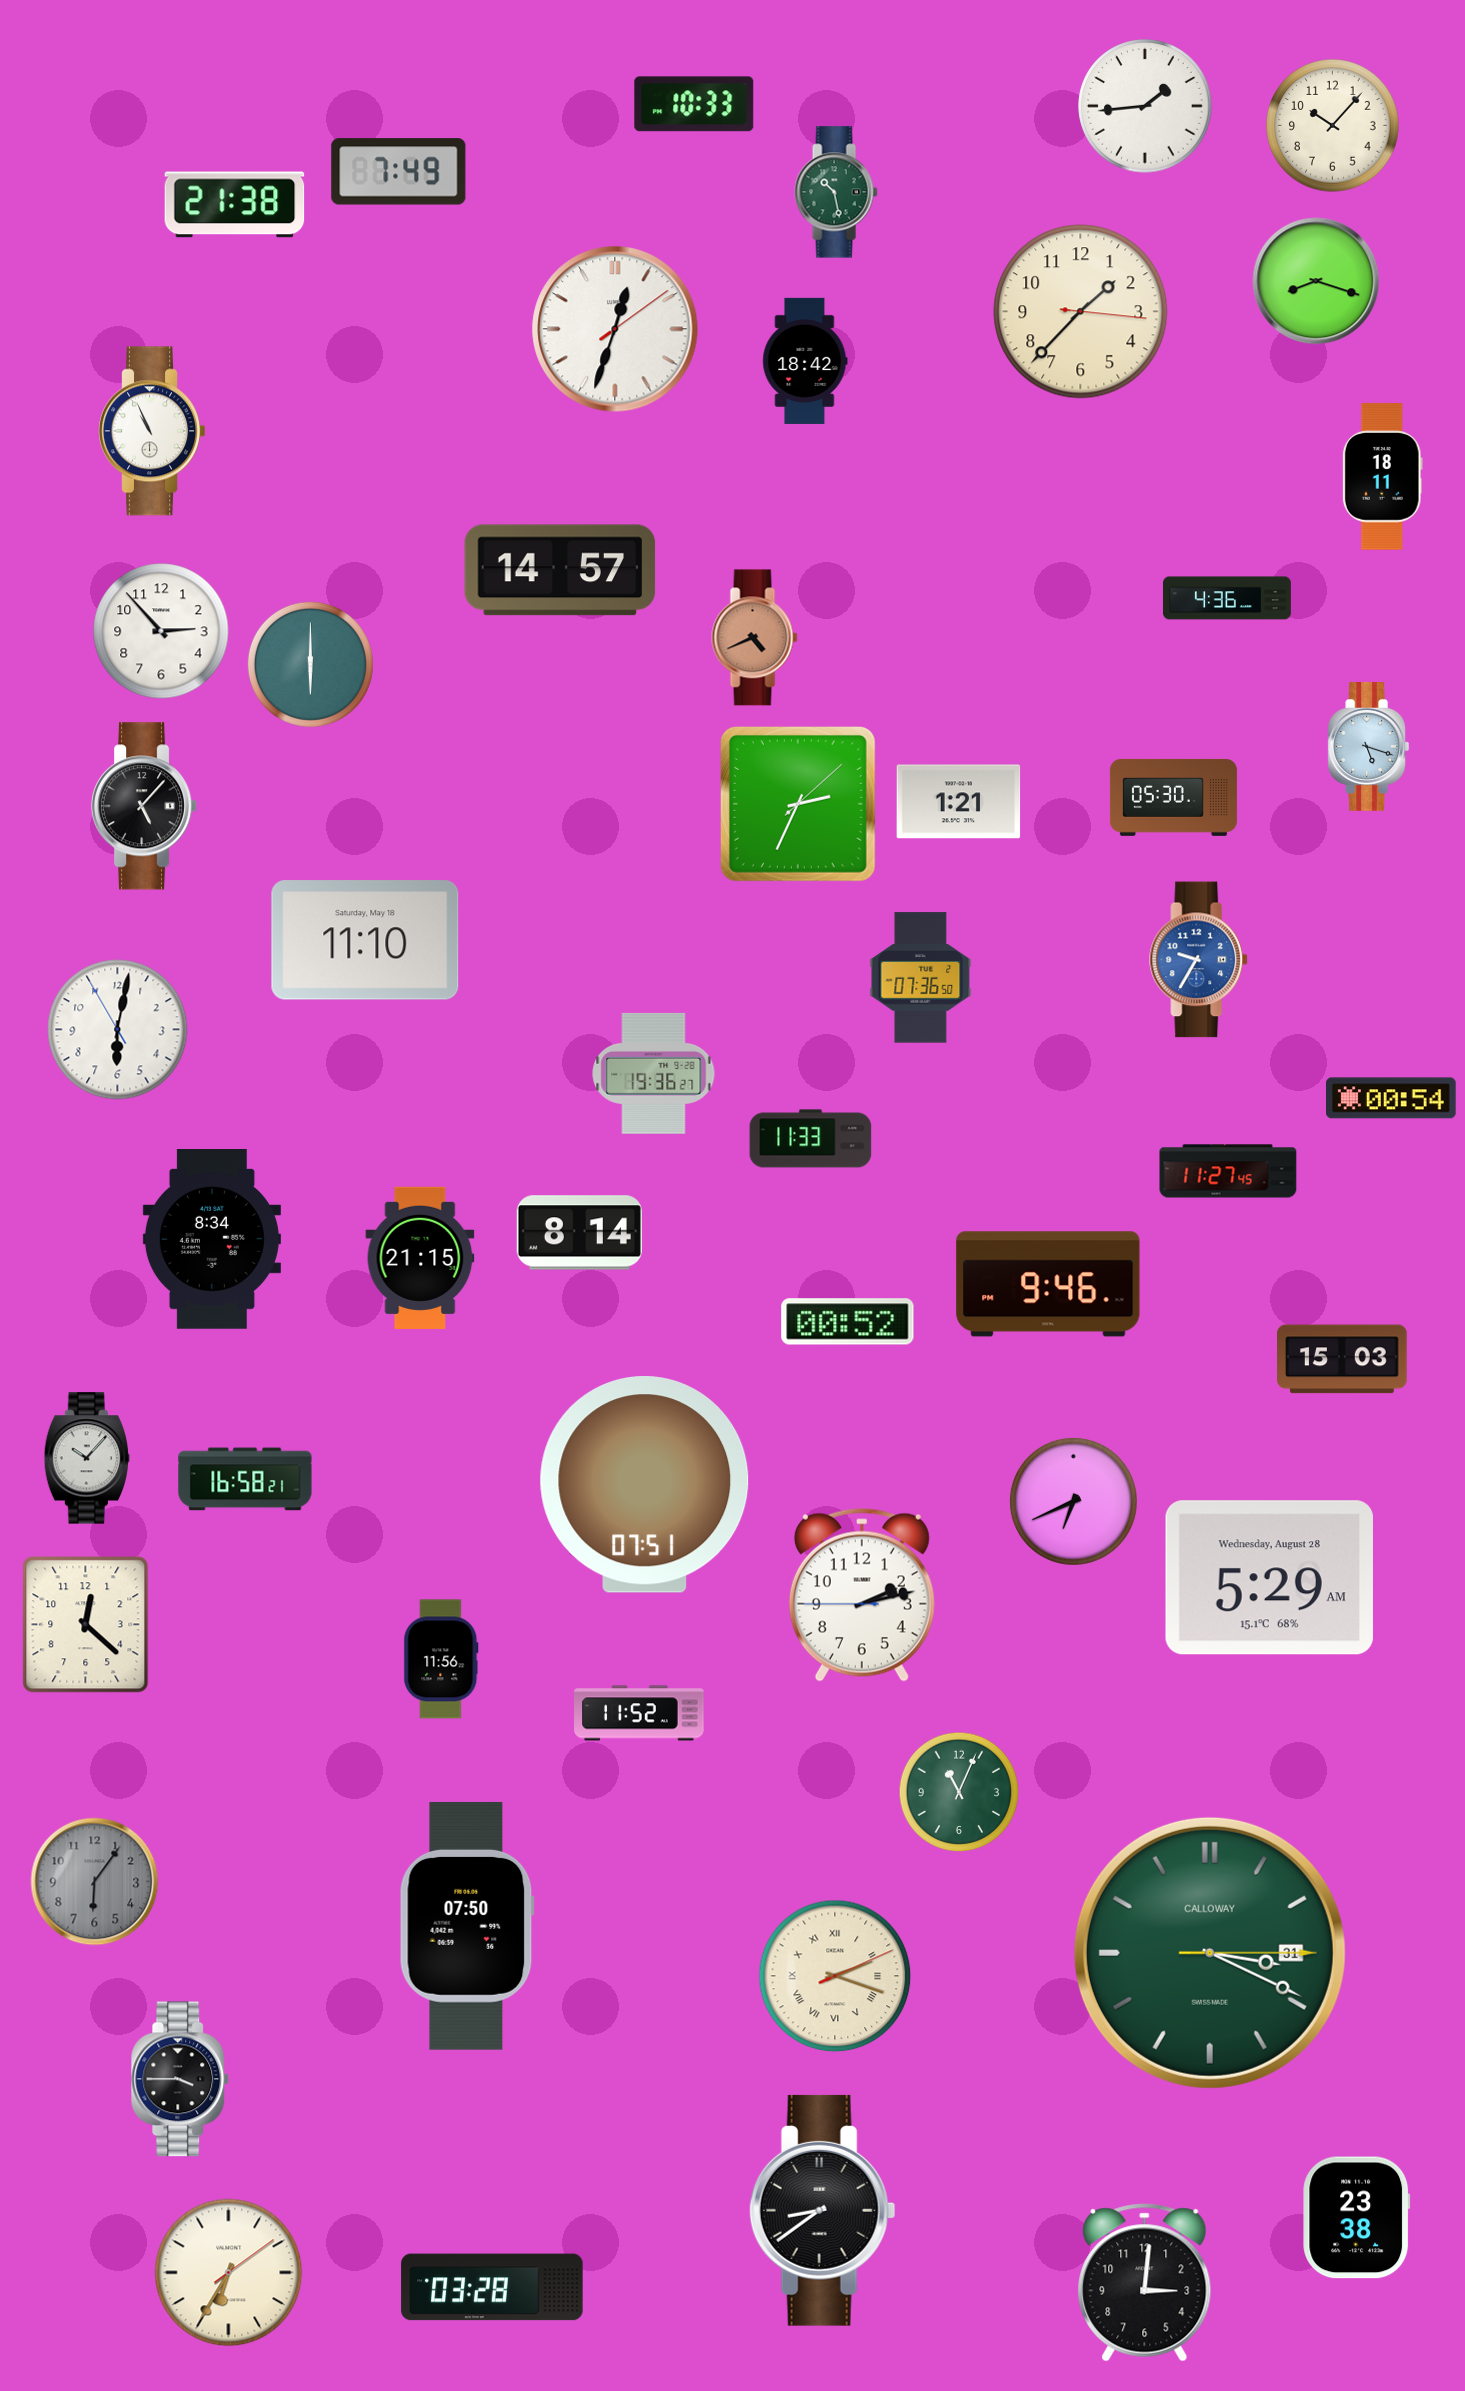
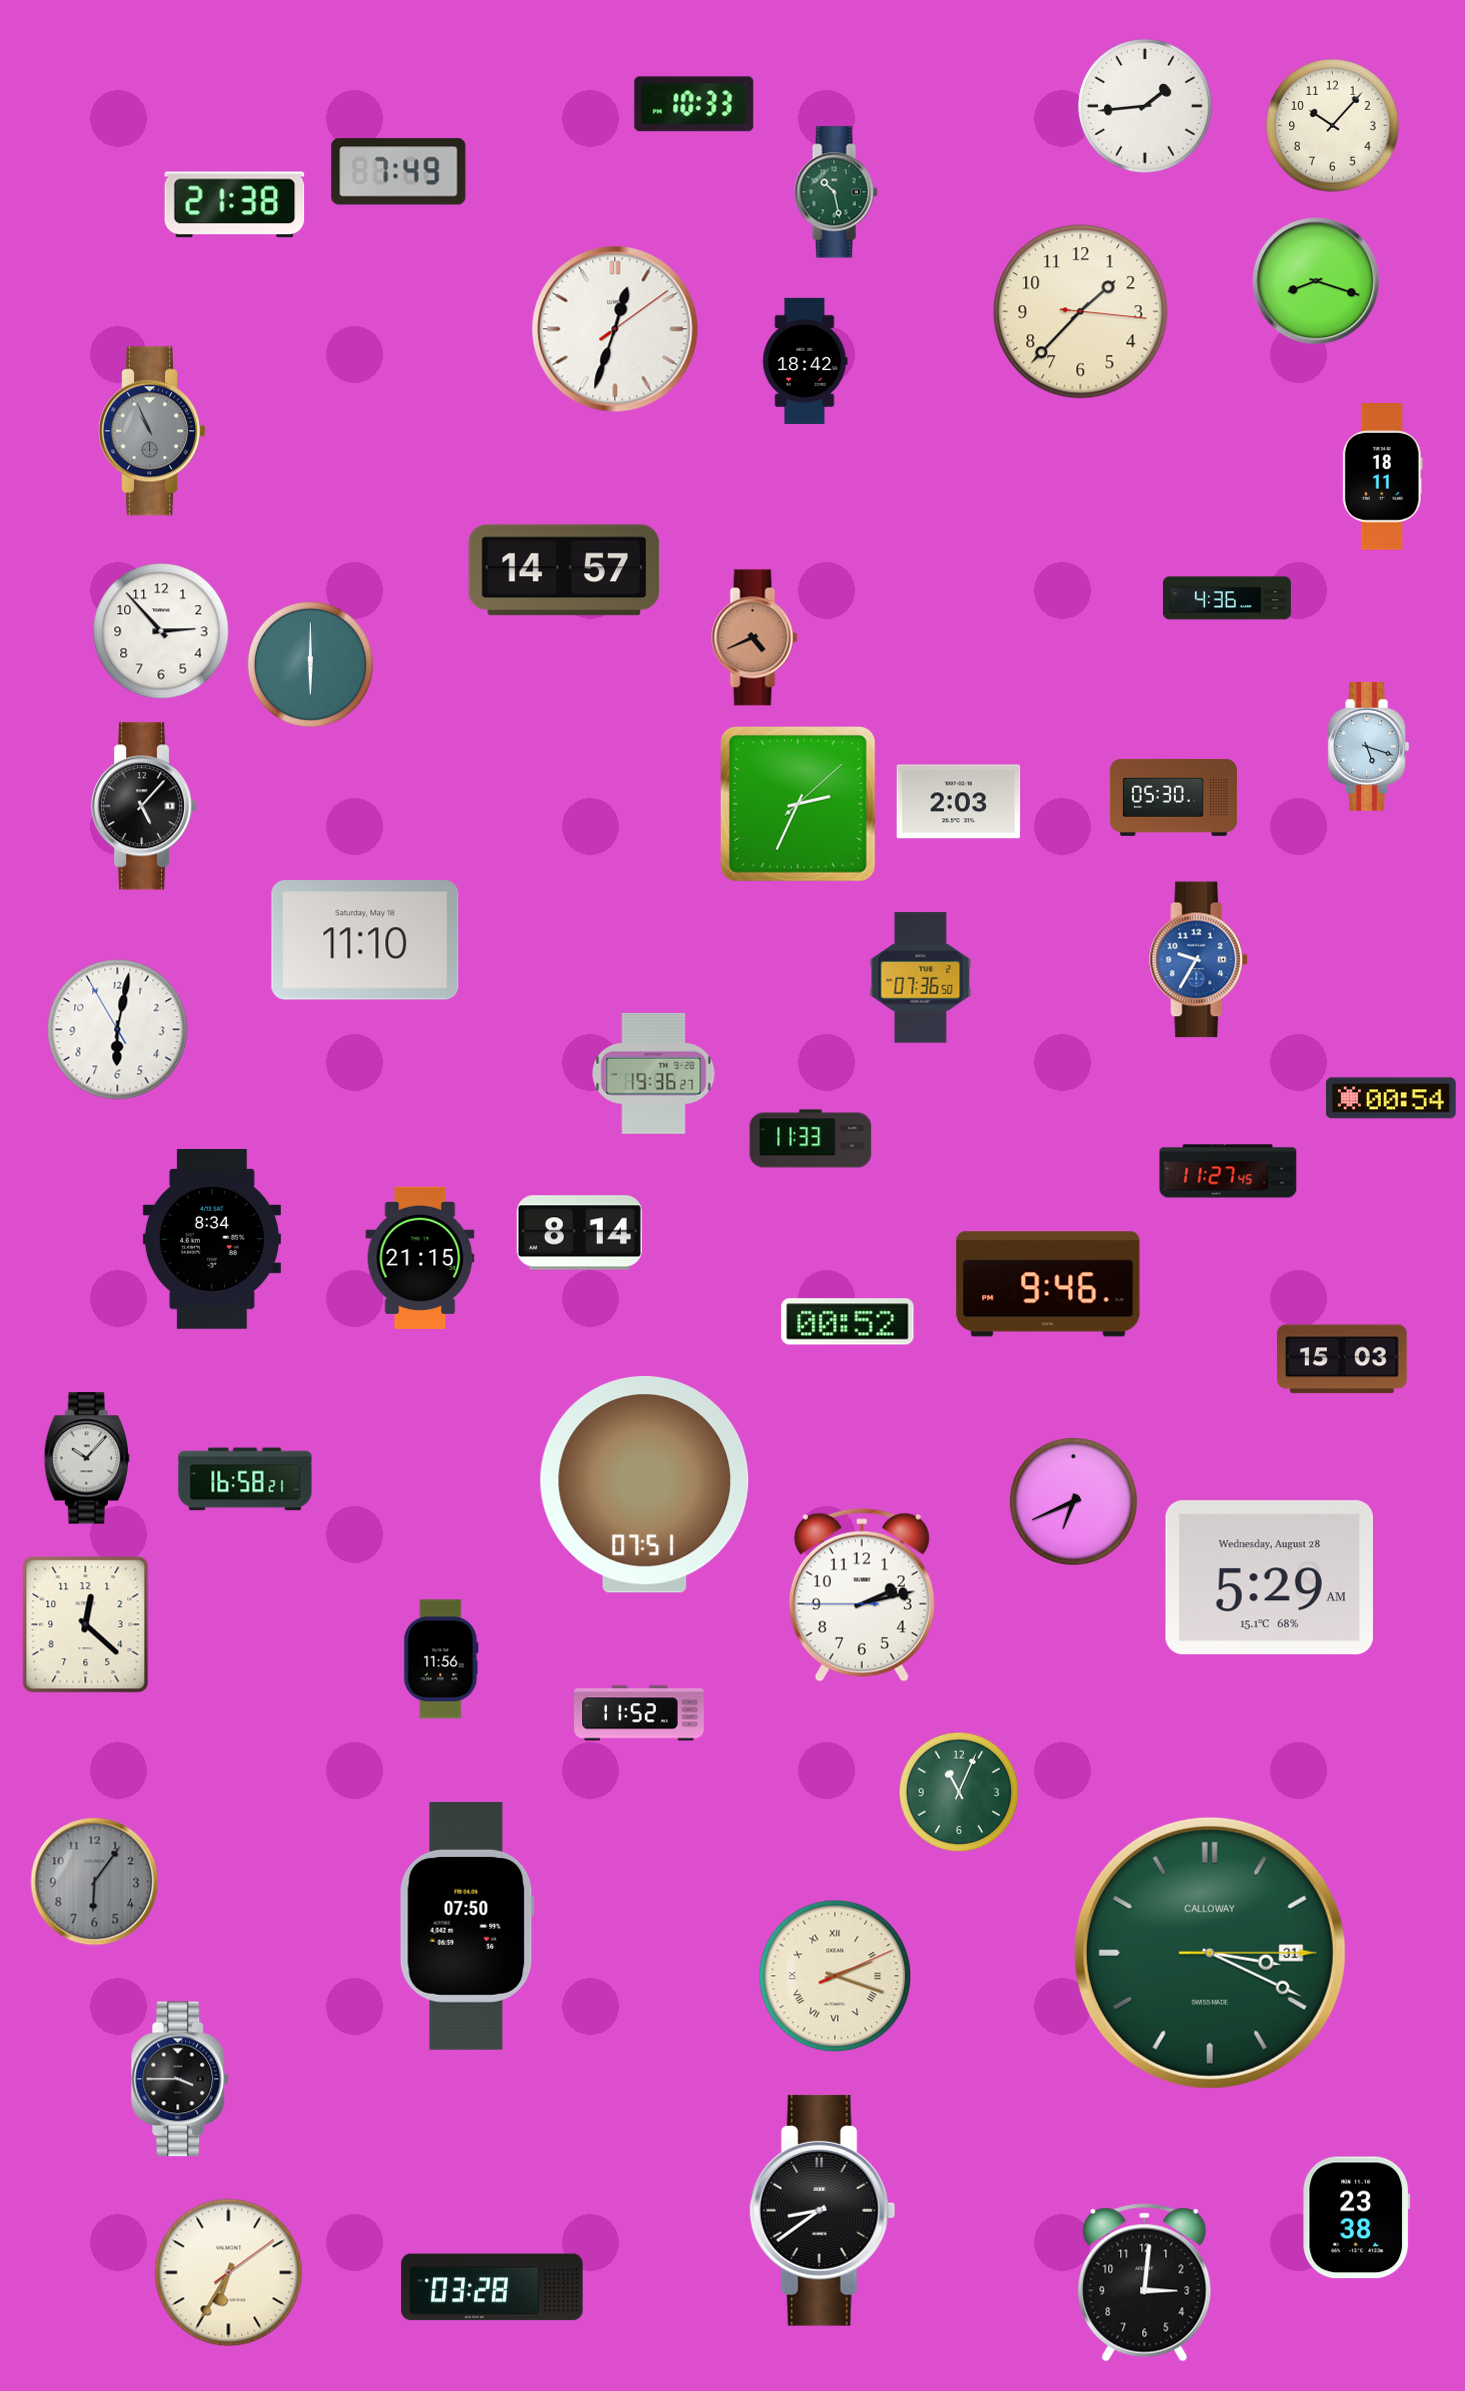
clock at (152, 431) dial: white -> grey
clock at (560, 570) position: (560, 570) -> (564, 570)
clock at (959, 802): 1:21 -> 2:03
